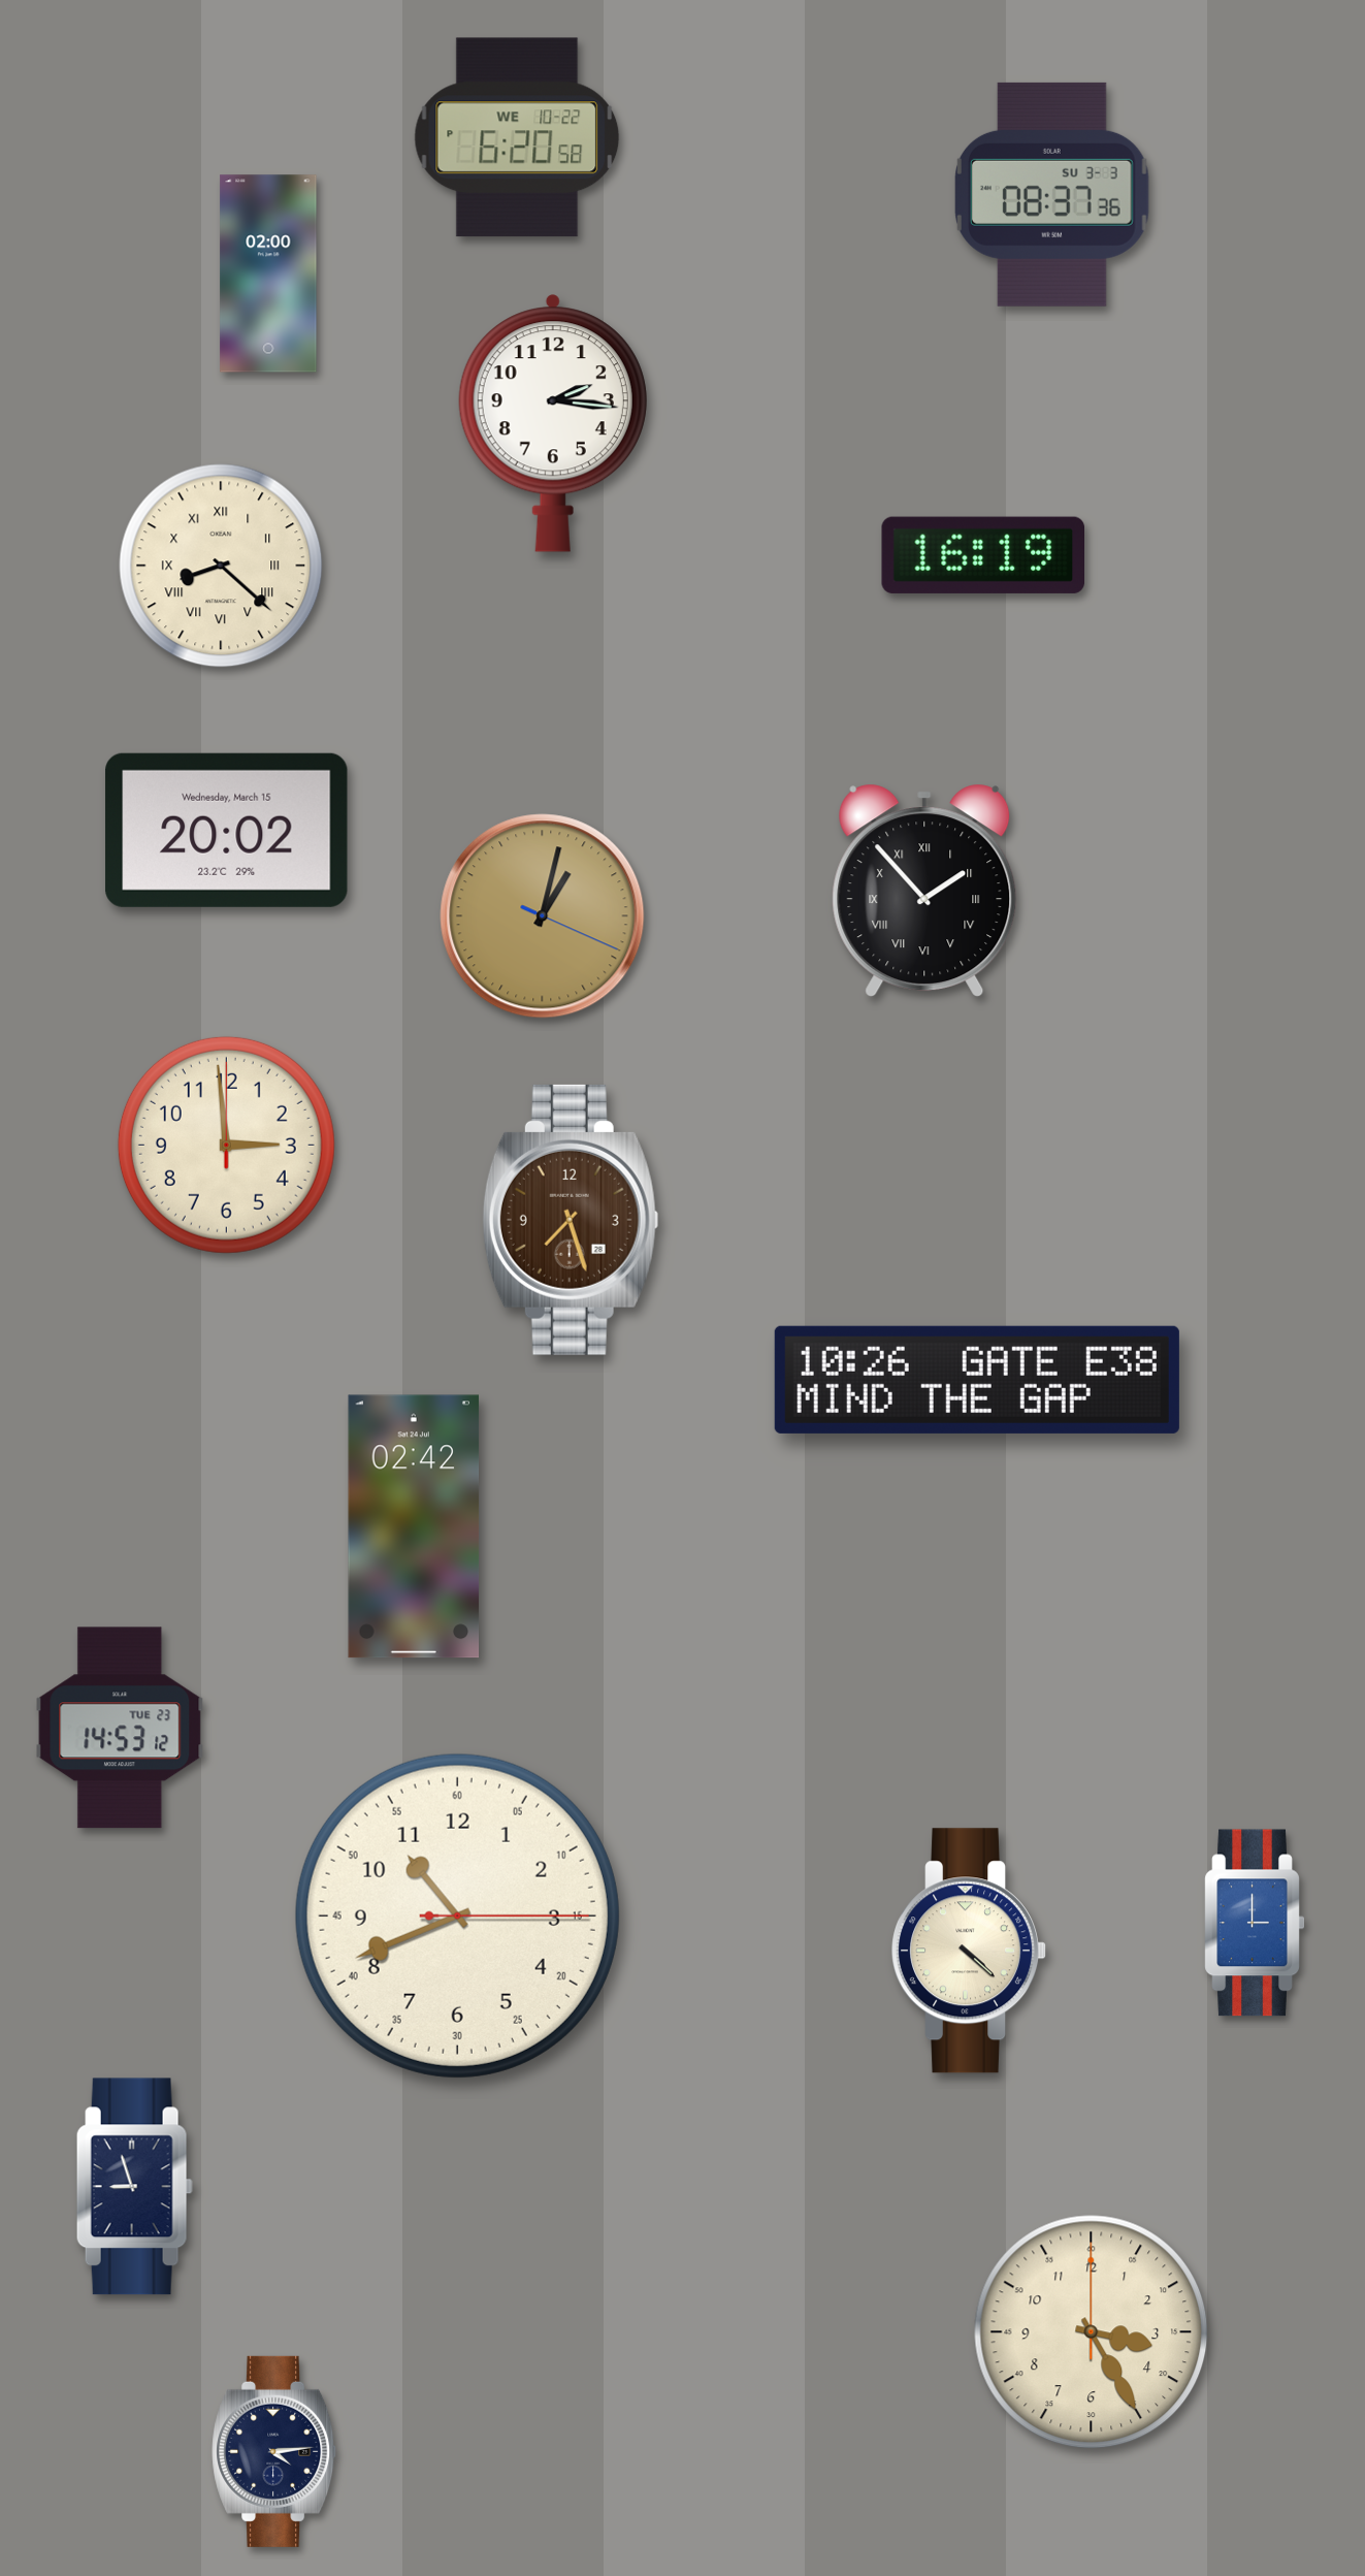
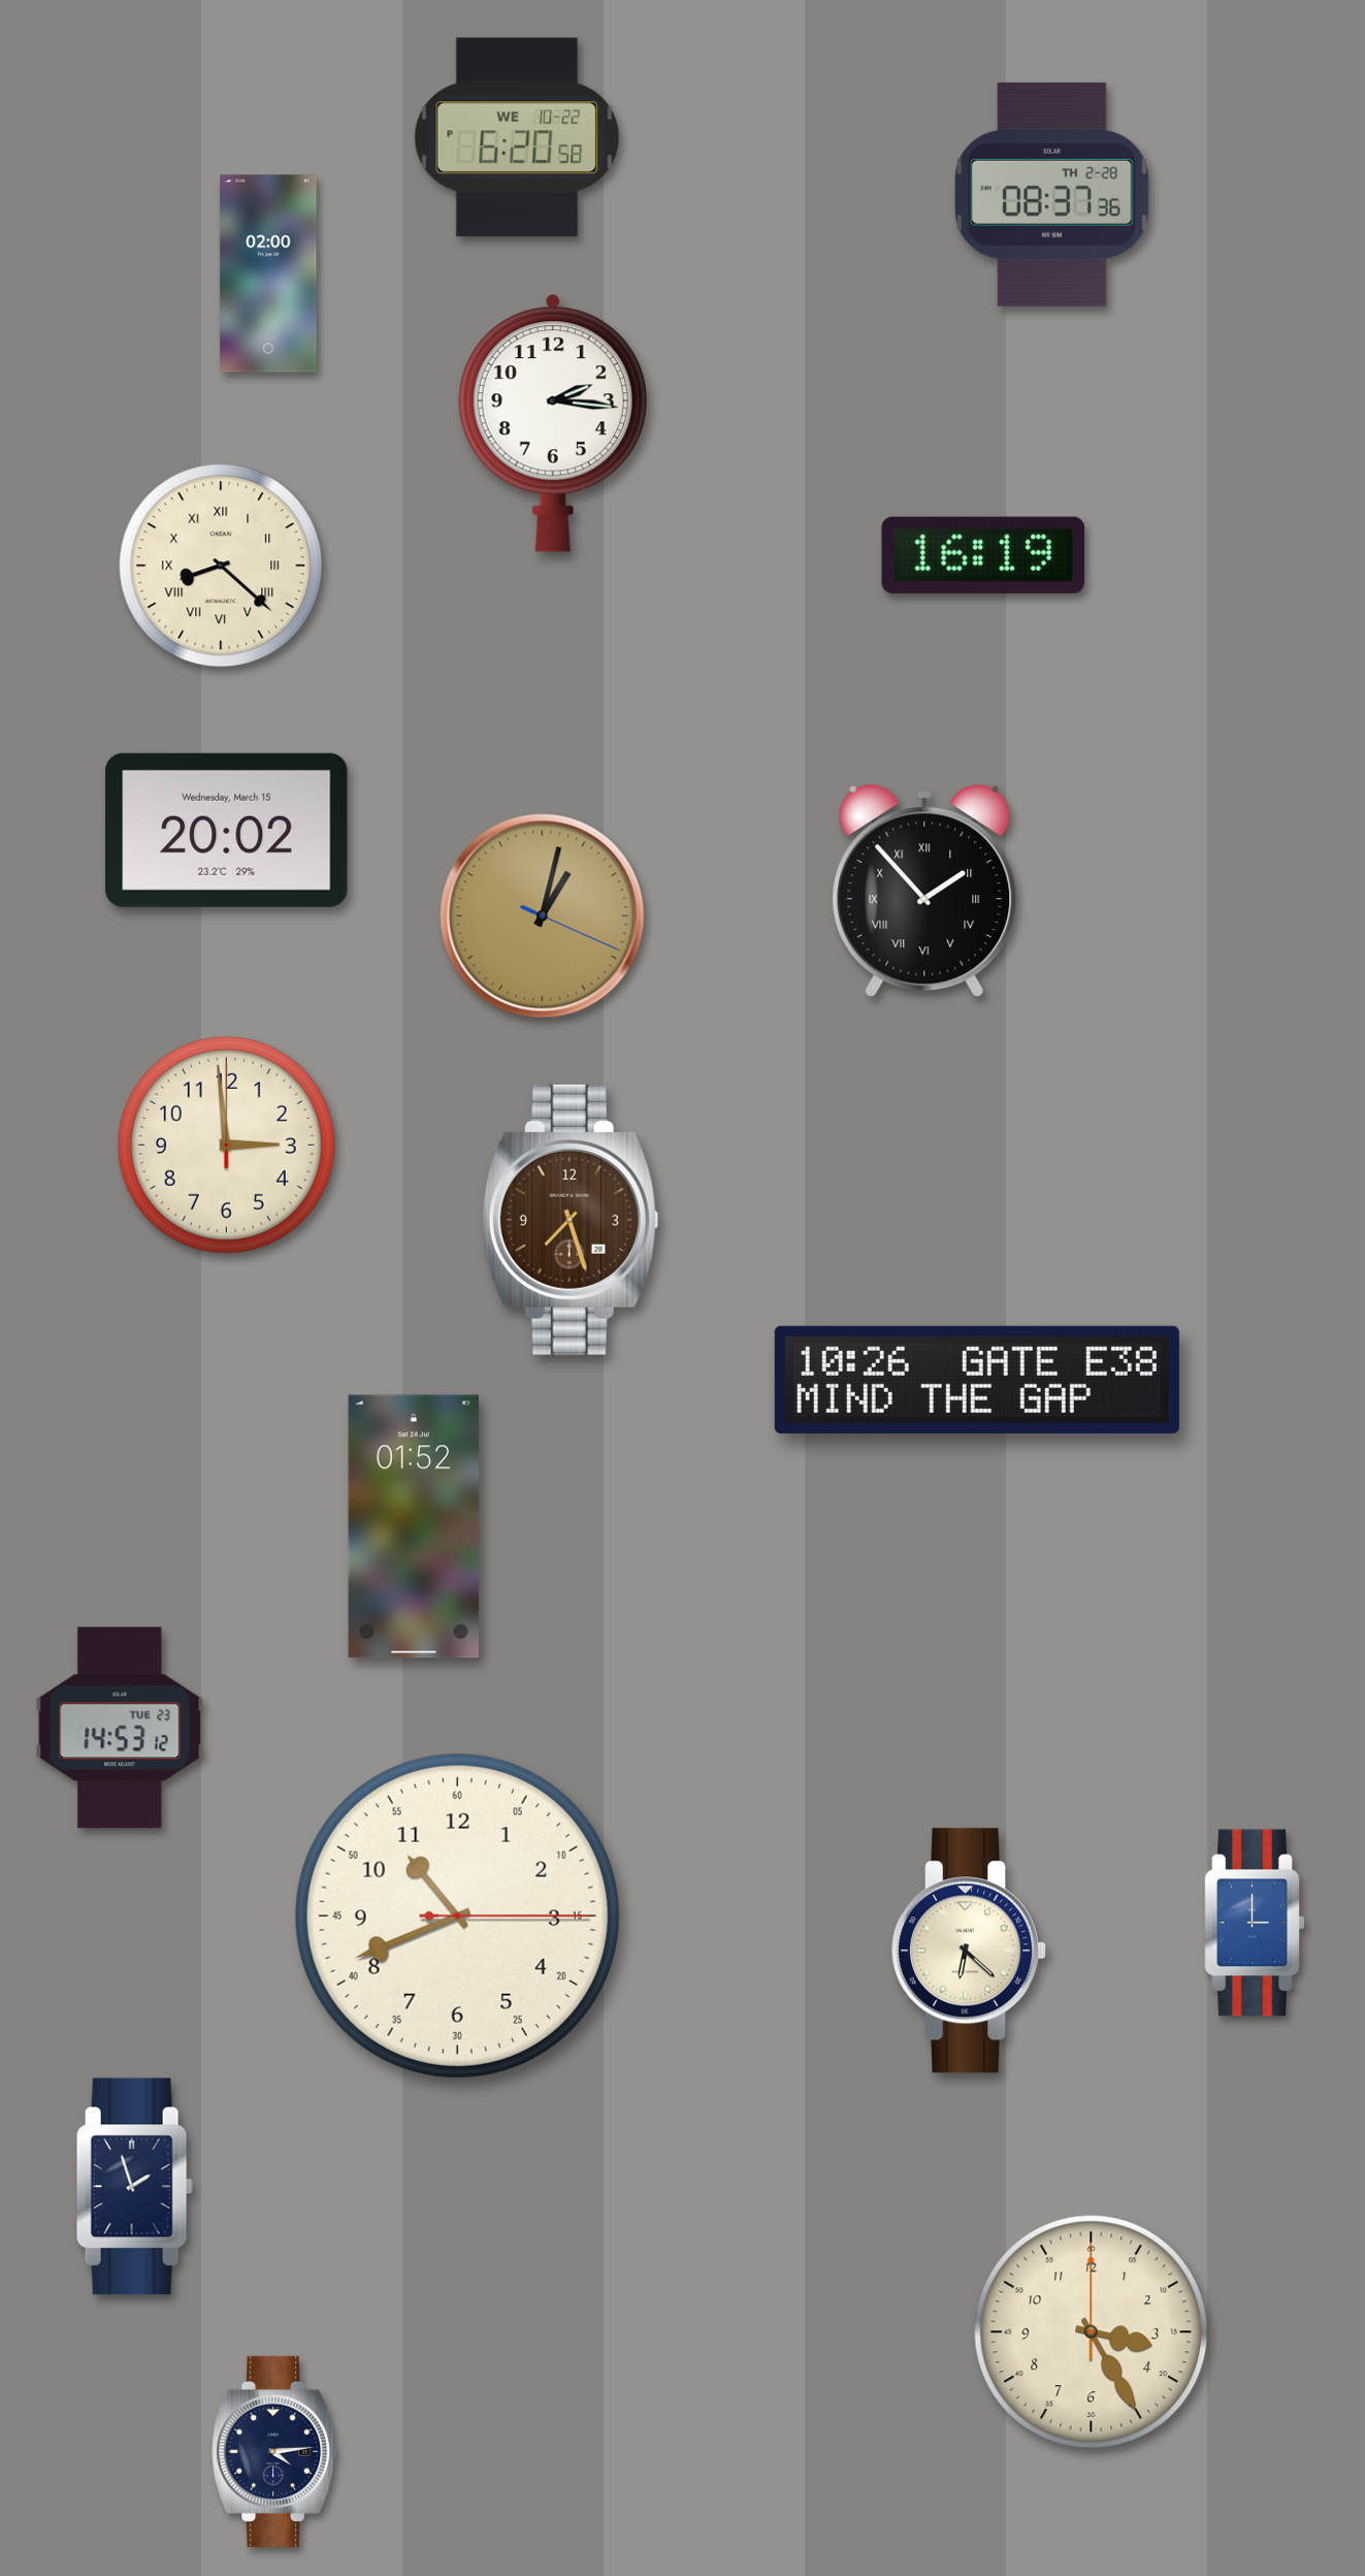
clock at (1052, 194) date: SU 3-3 -> TH 2-28
clock at (414, 1526): 02:42 -> 01:52
clock at (970, 1951): 4:22 -> 6:22
clock at (134, 2187): 8:57 -> 1:57
